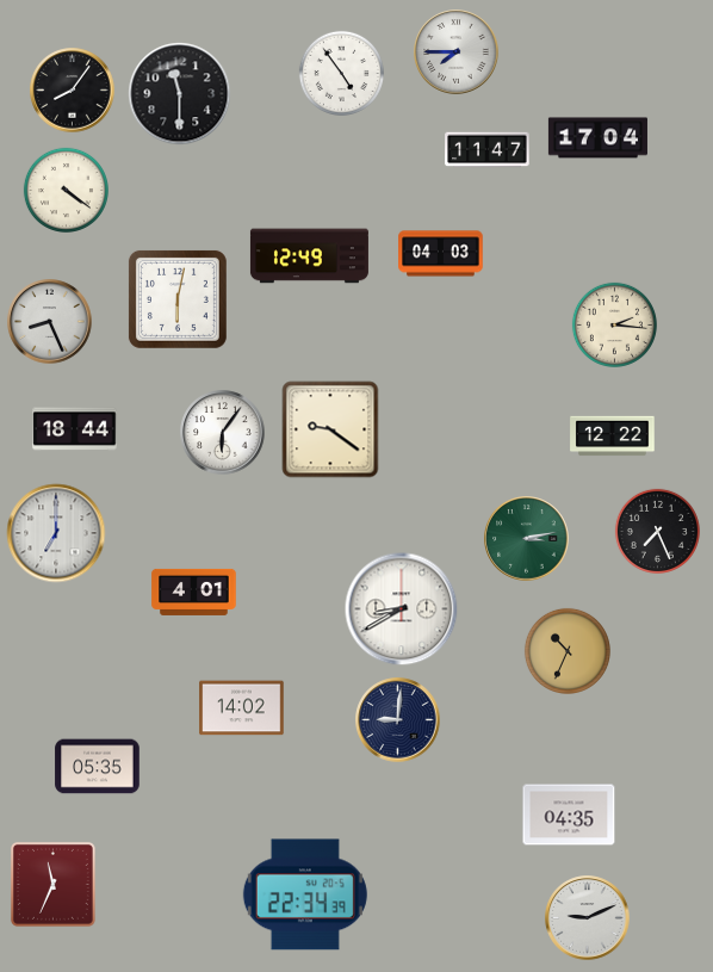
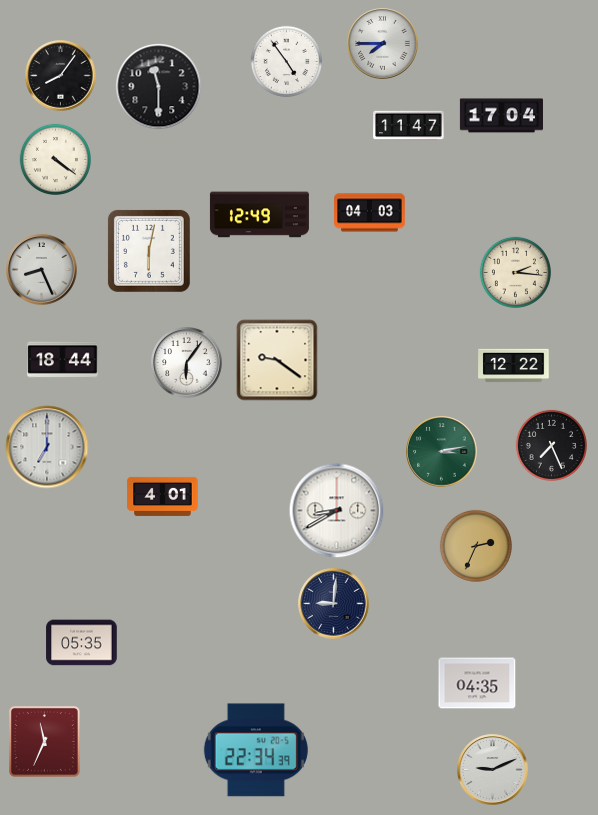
clock at (180, 94) position: (180, 94) -> (159, 87)
clock at (568, 651): 10:34 -> 2:34
clock at (242, 708): 14:02 -> none
